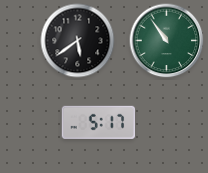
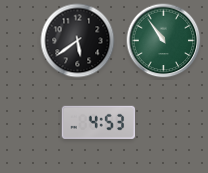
clock at (167, 41) position: (167, 41) -> (164, 41)
clock at (99, 122): 5:17 -> 4:53
